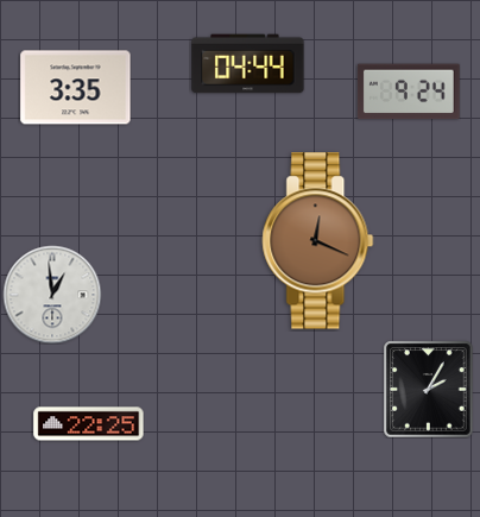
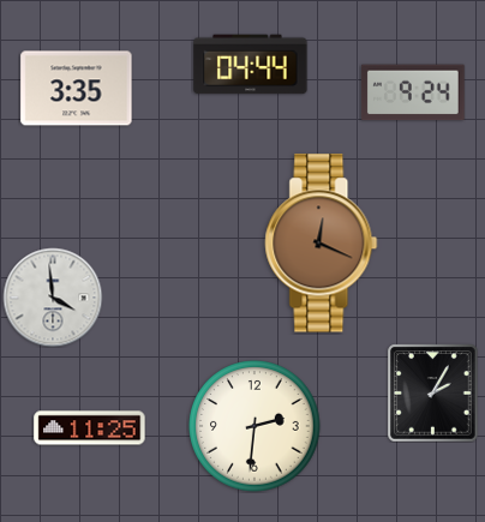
clock at (52, 295): 12:59 -> 3:59
clock at (255, 426): none -> 2:31
clock at (89, 424): 22:25 -> 11:25
